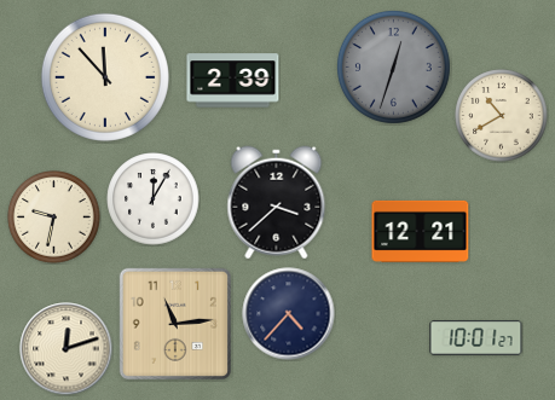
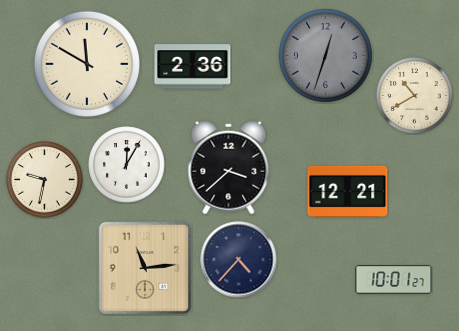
clock at (105, 77): 11:53 -> 11:50
clock at (233, 81): 2:39 -> 2:36
clock at (67, 349): 12:12 -> none
